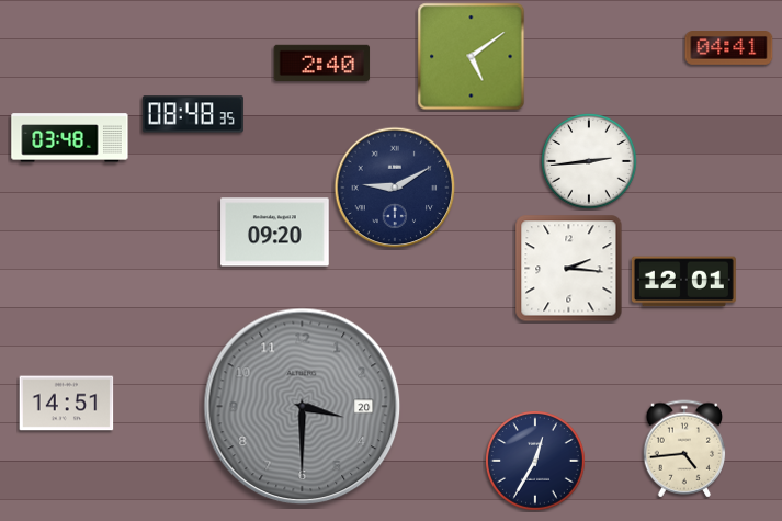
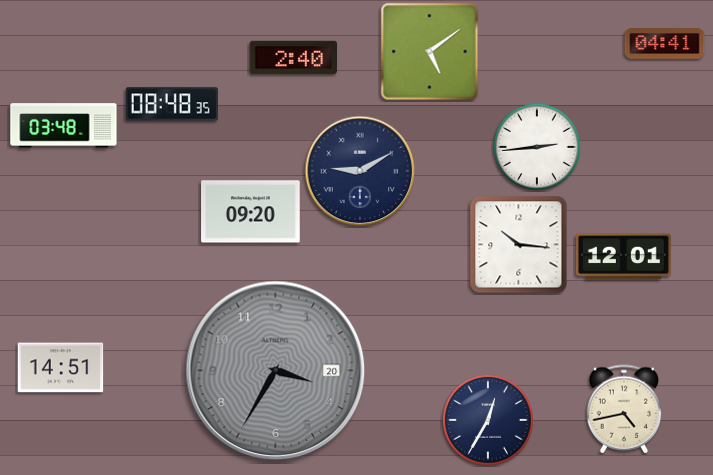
clock at (193, 114) position: (193, 114) -> (172, 104)
clock at (569, 269): 2:16 -> 10:16
clock at (303, 407): 3:30 -> 3:35
clock at (684, 449): 4:44 -> 4:43
